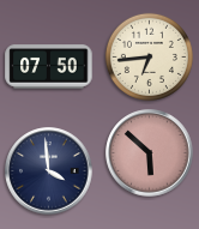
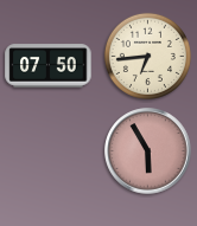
clock at (150, 153): 5:52 -> 5:55
clock at (49, 171): 3:59 -> none
